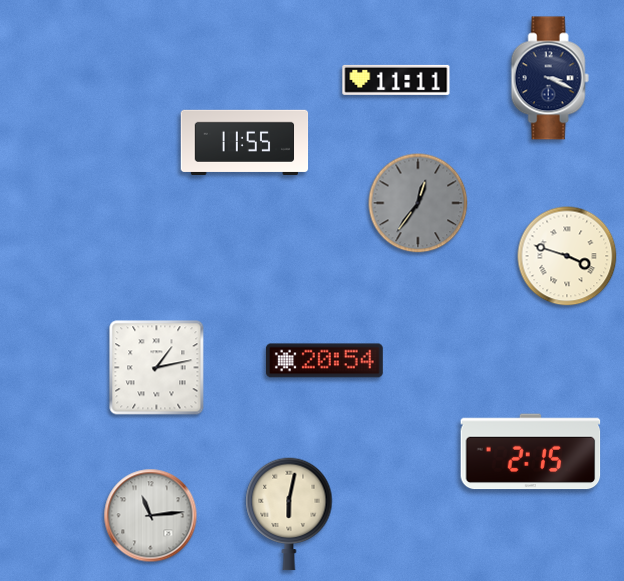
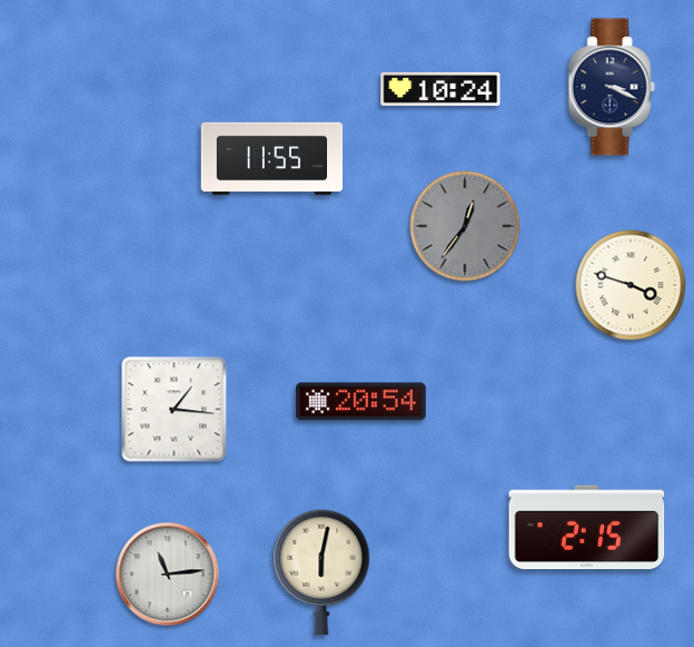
clock at (396, 80): 11:11 -> 10:24
clock at (157, 368): 1:13 -> 1:16
clock at (531, 452) position: (531, 452) -> (587, 528)
